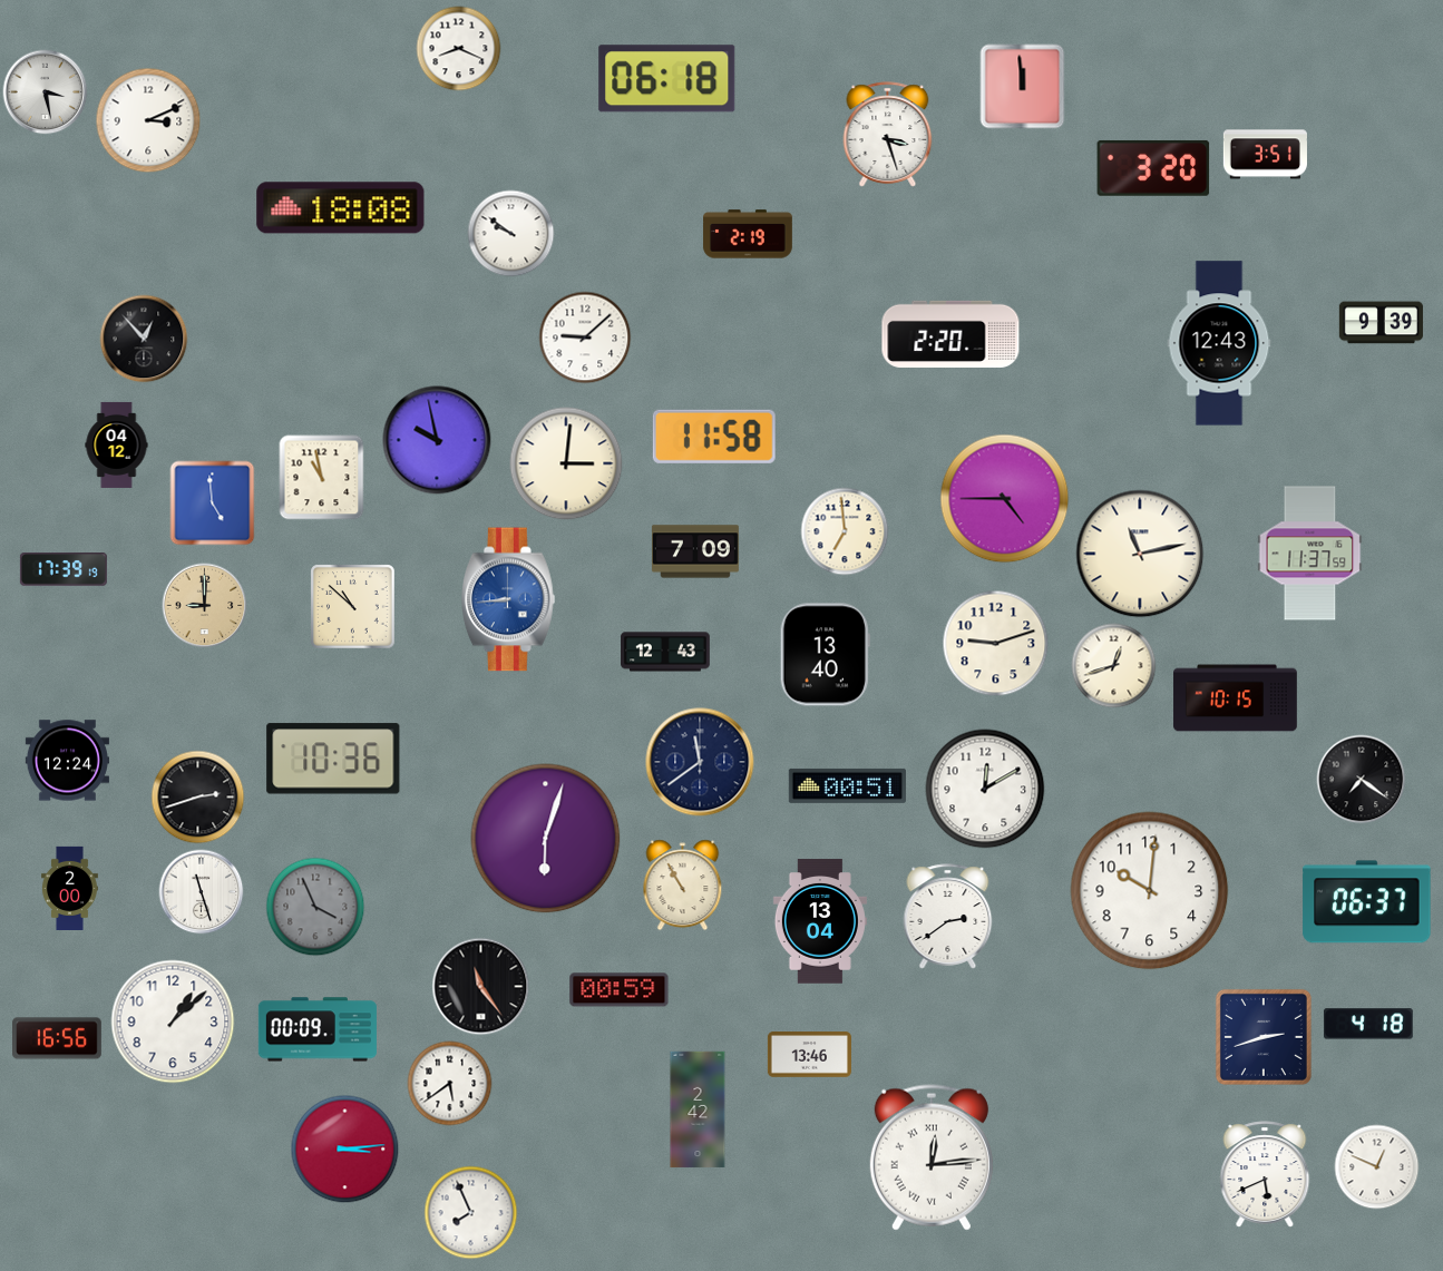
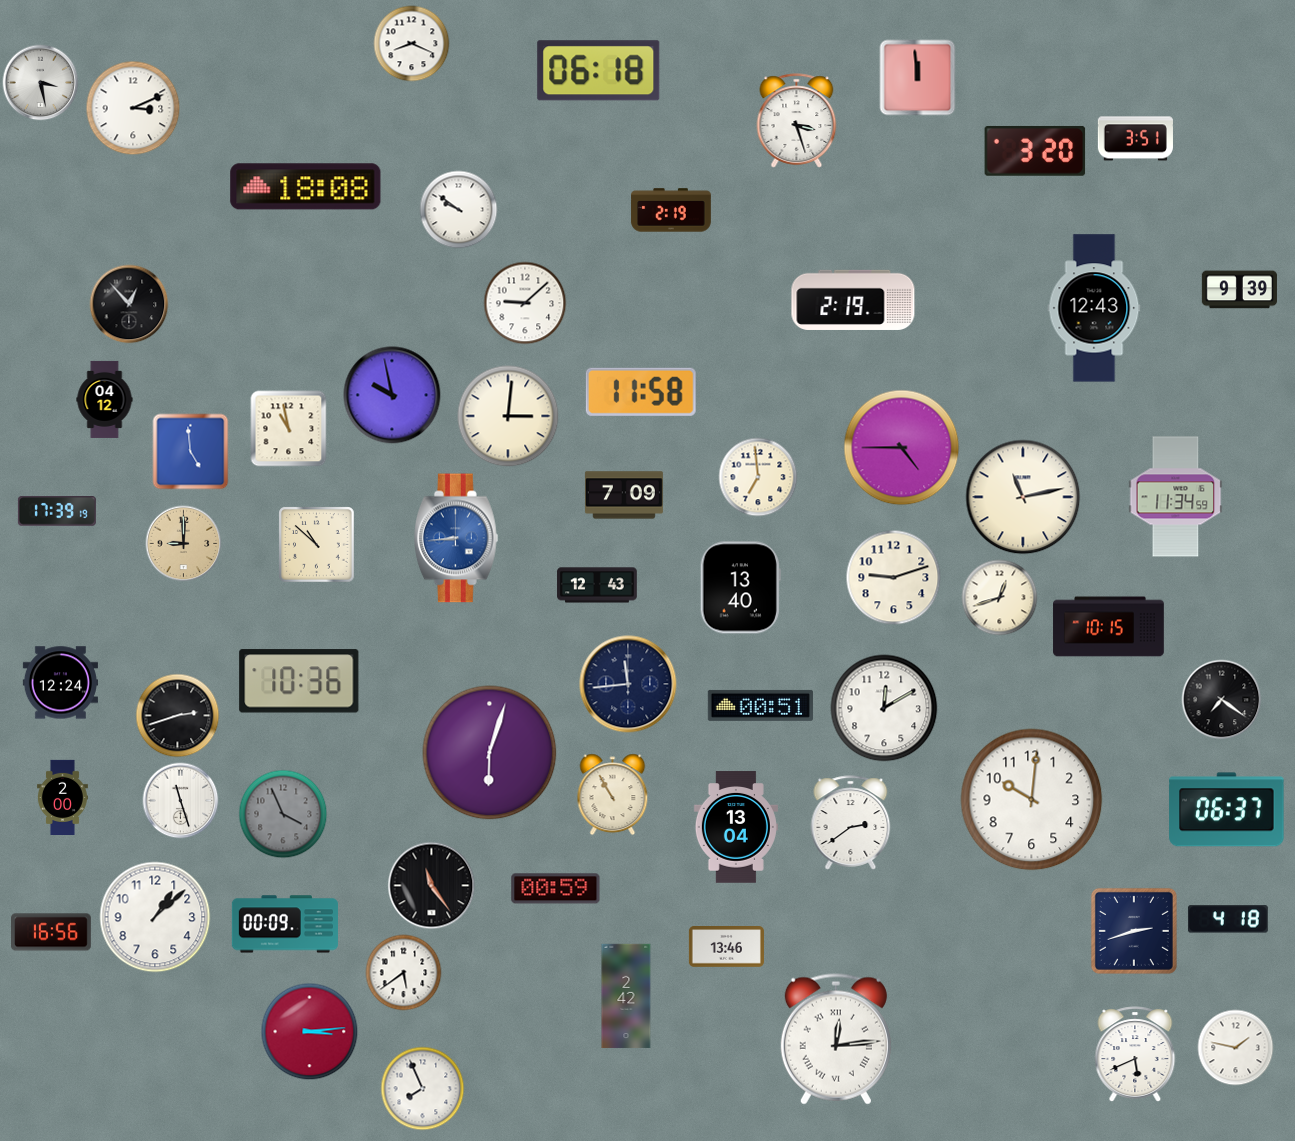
clock at (950, 334): 2:20 -> 2:19
clock at (1310, 554): 11:37 -> 11:34
clock at (700, 762): 11:39 -> 11:44
clock at (1377, 1167): 12:49 -> 1:47
